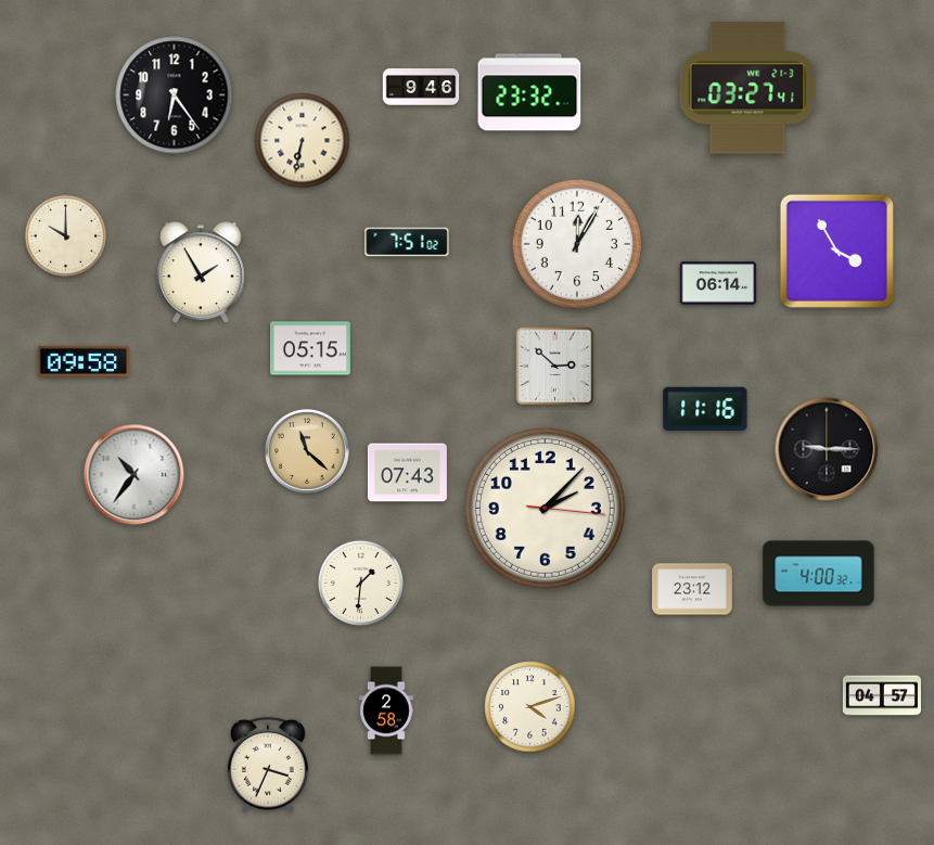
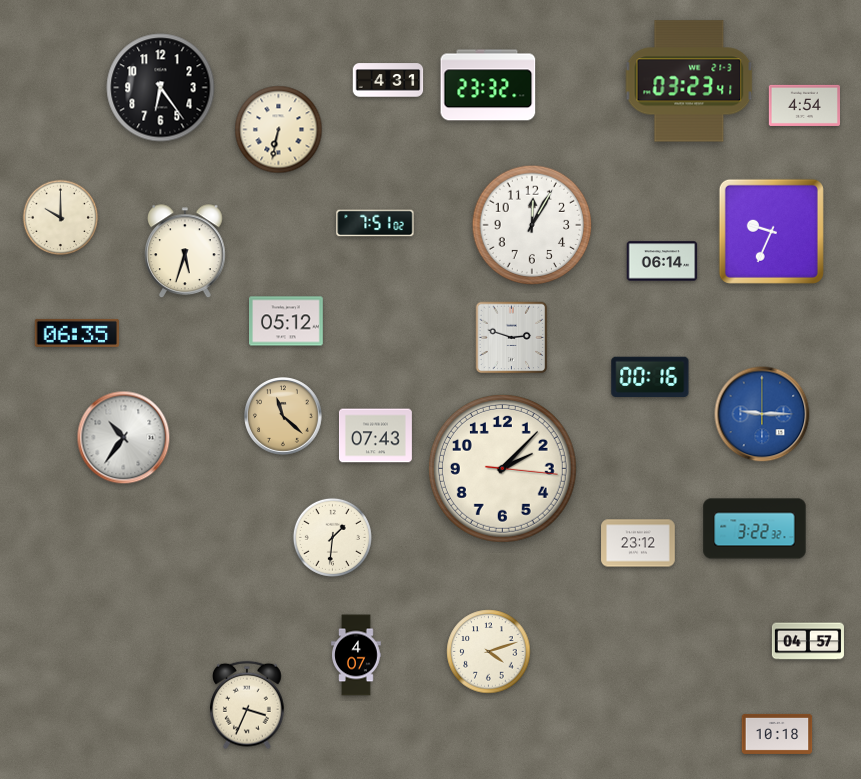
clock at (421, 87): 9:46 -> 4:31
clock at (747, 88): 03:27 -> 03:23
clock at (804, 105): none -> 4:54
clock at (836, 251): 3:55 -> 9:34
clock at (202, 273): 1:55 -> 5:33
clock at (310, 348): 05:15 -> 05:12
clock at (82, 361): 09:58 -> 06:35
clock at (555, 367): 2:52 -> 2:48
clock at (705, 409): 11:16 -> 00:16
clock at (827, 449) dial: black -> blue
clock at (819, 574): 4:00 -> 3:22
clock at (882, 695) position: (882, 695) -> (808, 641)
clock at (386, 710): 2:58 -> 4:07
clock at (777, 734): none -> 10:18
